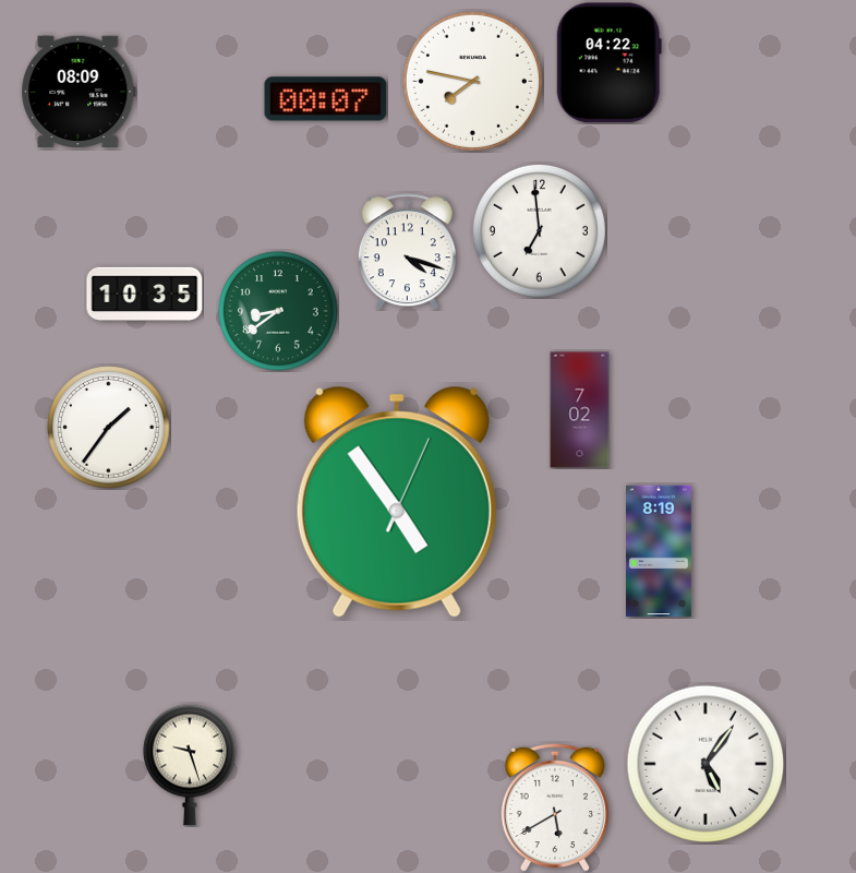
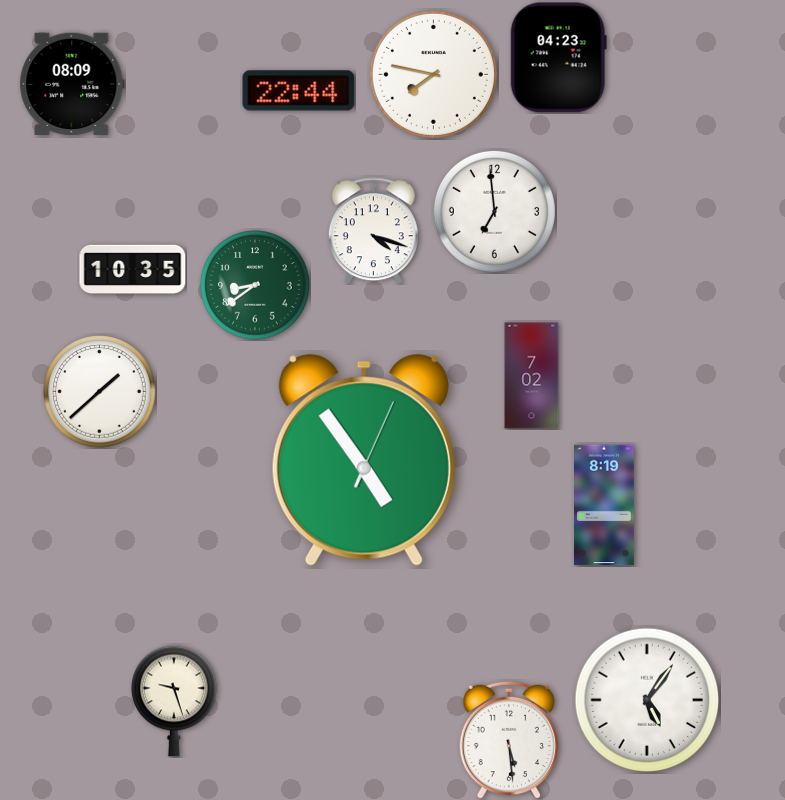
clock at (608, 63): 04:22 -> 04:23
clock at (326, 99): 00:07 -> 22:44
clock at (109, 428): 1:36 -> 1:38
clock at (554, 808): 5:40 -> 5:29
